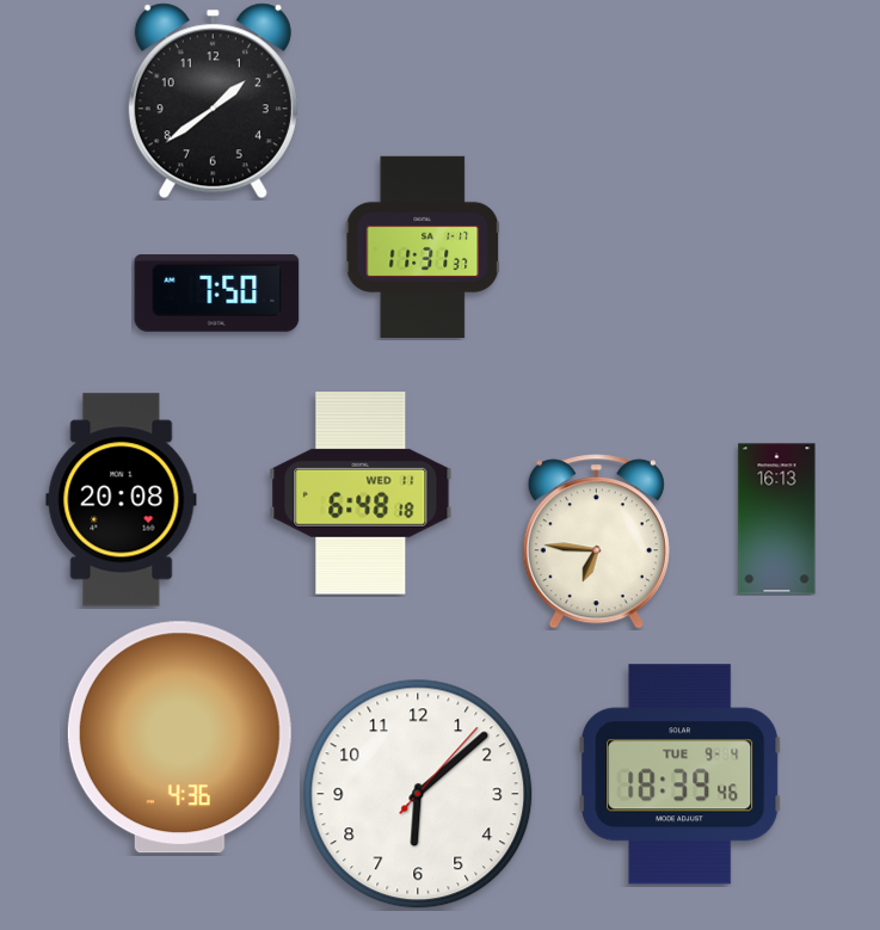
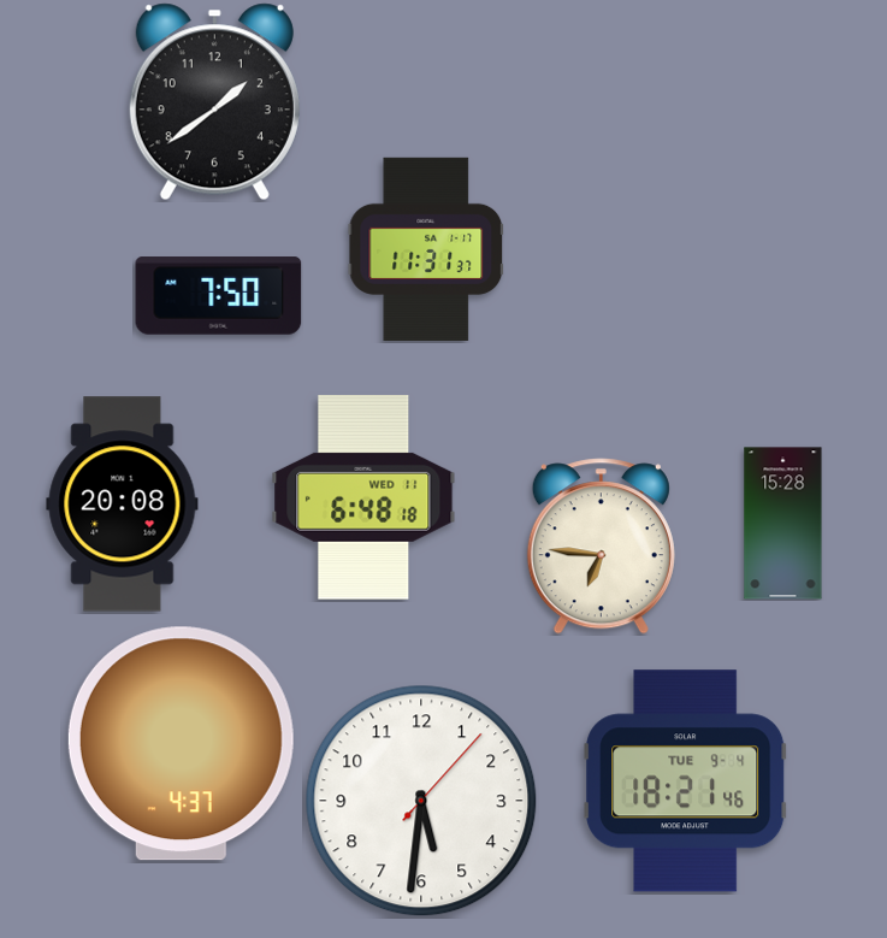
clock at (777, 519): 16:13 -> 15:28
clock at (179, 738): 4:36 -> 4:37
clock at (681, 775): 18:39 -> 18:21
clock at (418, 794): 6:08 -> 5:31
